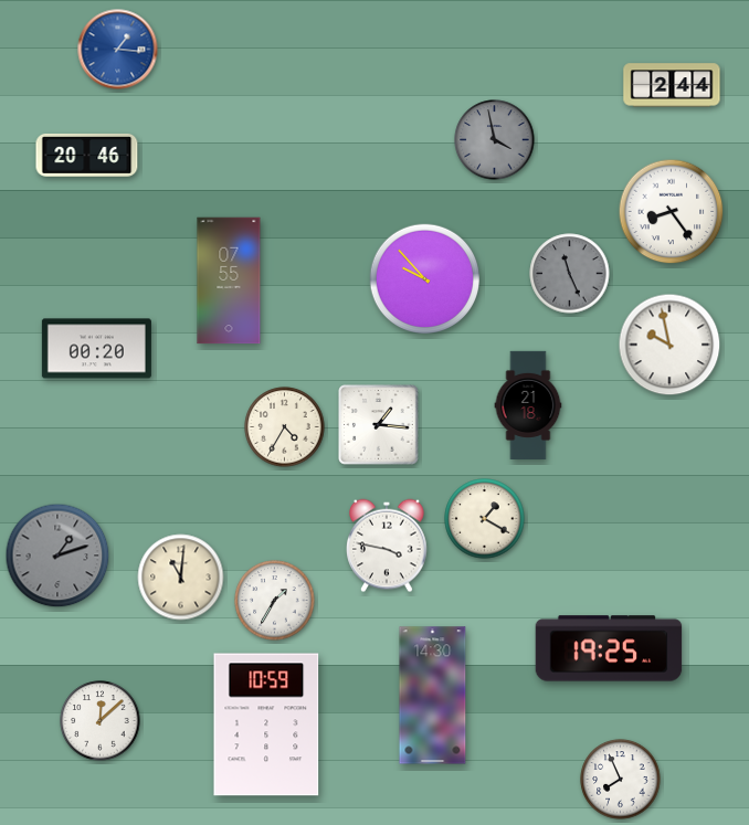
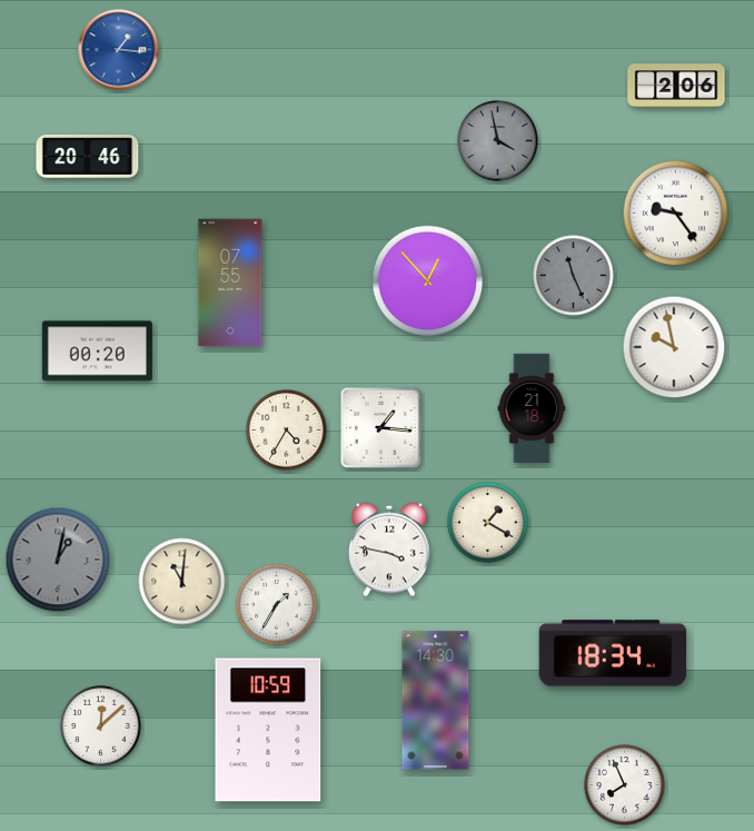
clock at (672, 85): 2:44 -> 2:06
clock at (672, 212): 8:24 -> 9:24
clock at (424, 278): 9:53 -> 12:53
clock at (57, 556): 1:12 -> 1:02
clock at (609, 648): 19:25 -> 18:34
